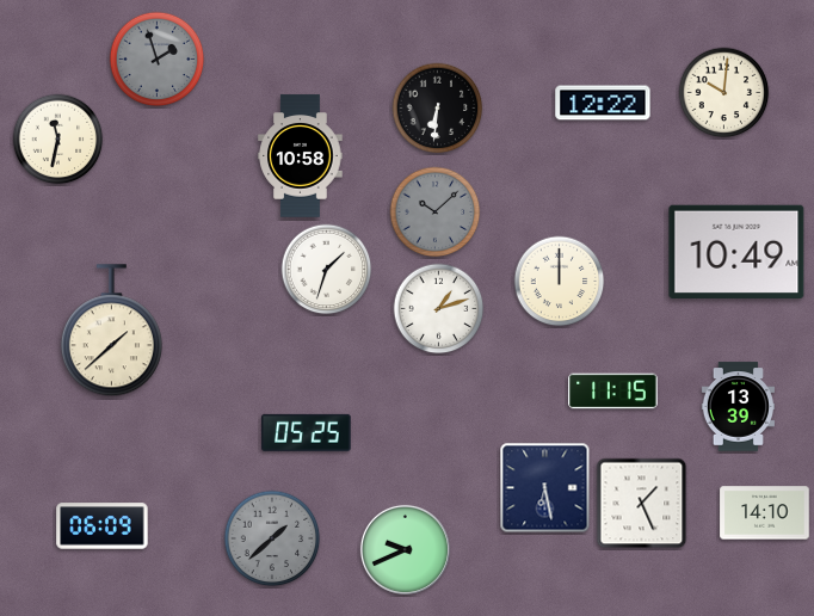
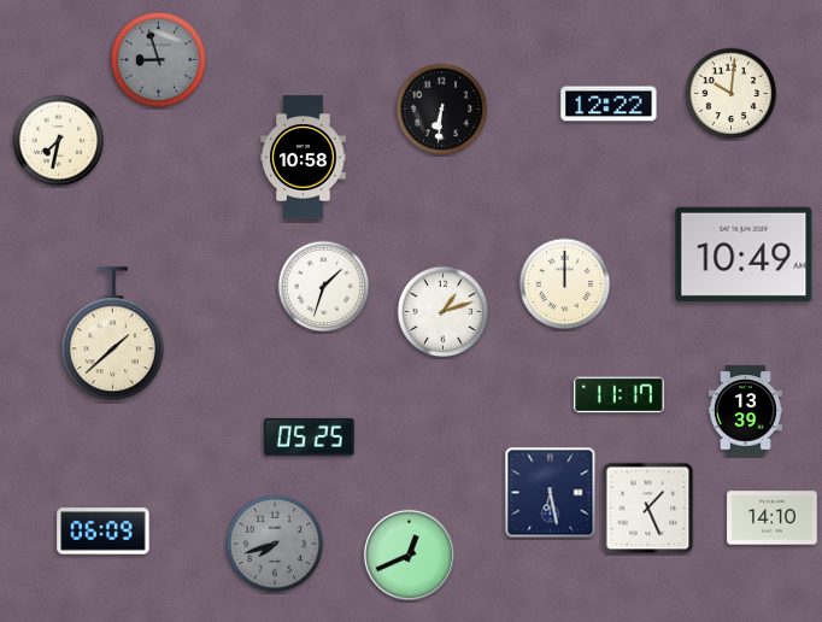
clock at (158, 60): 1:57 -> 8:57
clock at (58, 140): 11:32 -> 7:32
clock at (436, 212): 10:08 -> none
clock at (327, 270) position: (327, 270) -> (324, 287)
clock at (613, 392): 11:15 -> 11:17
clock at (272, 538): 1:38 -> 7:42
clock at (405, 549): 9:41 -> 12:41
